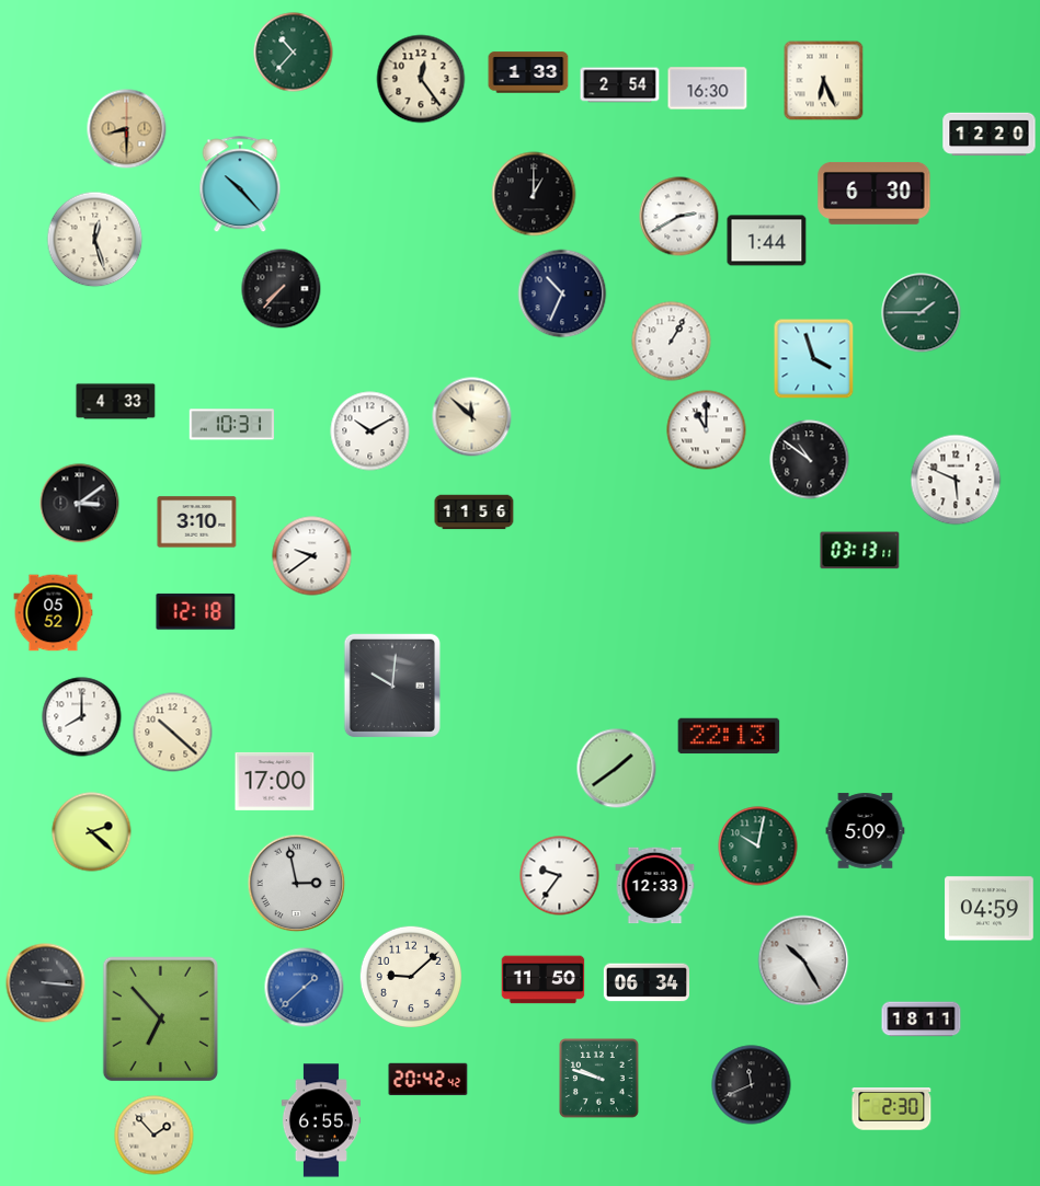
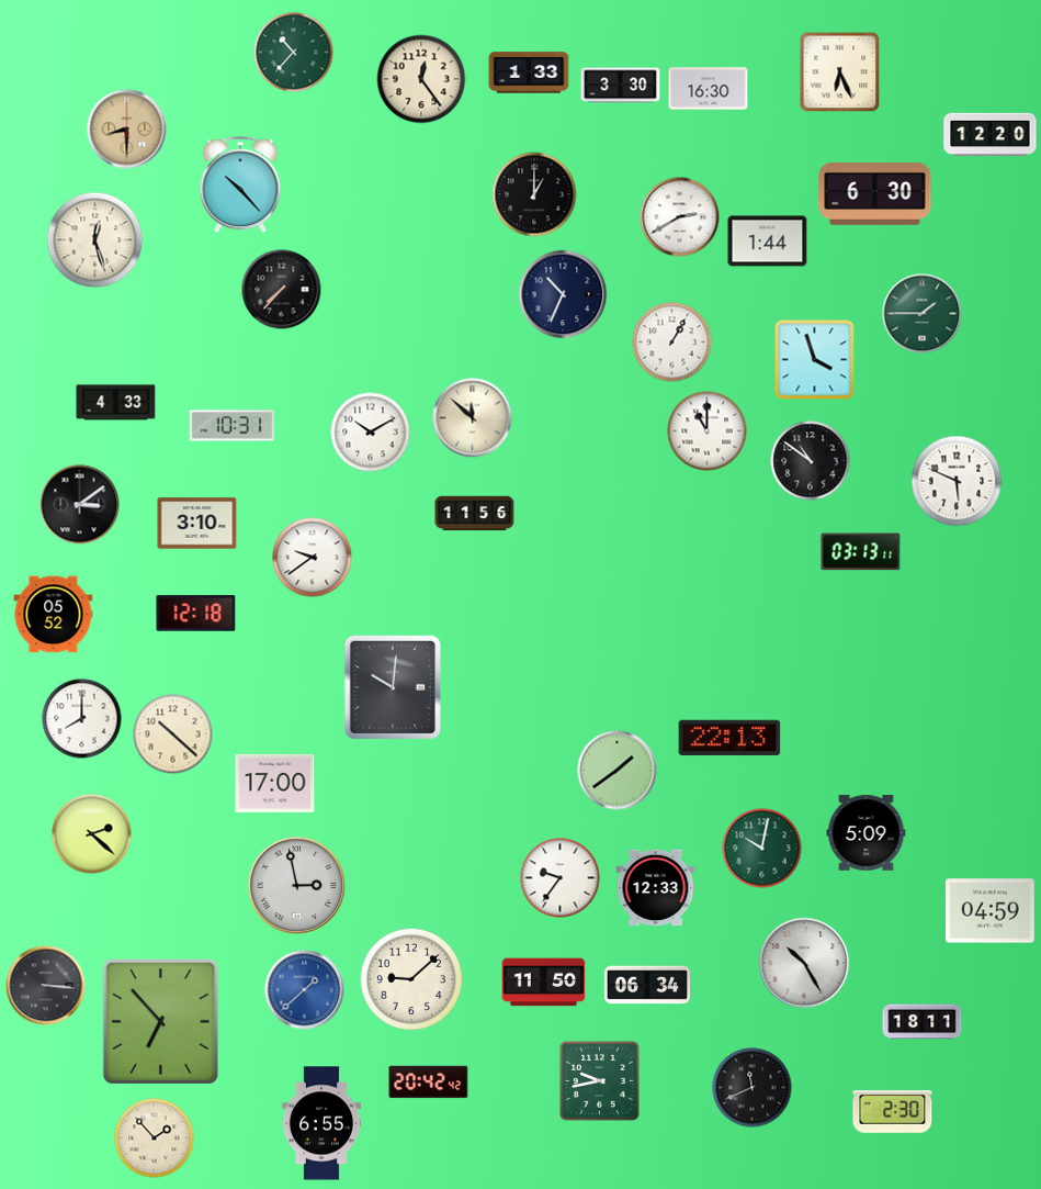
clock at (824, 81) position: (824, 81) -> (840, 72)
clock at (620, 85): 2:54 -> 3:30
clock at (758, 847) position: (758, 847) -> (762, 849)
clock at (599, 1079): 9:48 -> 9:43
